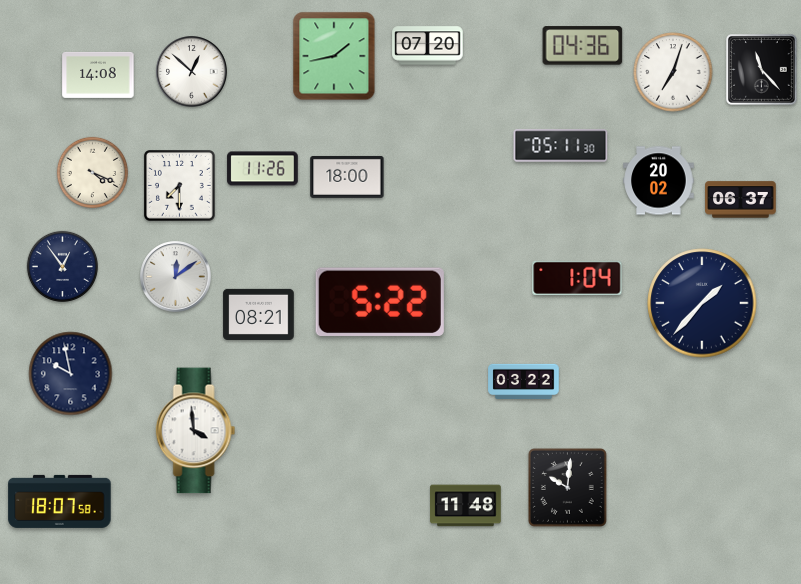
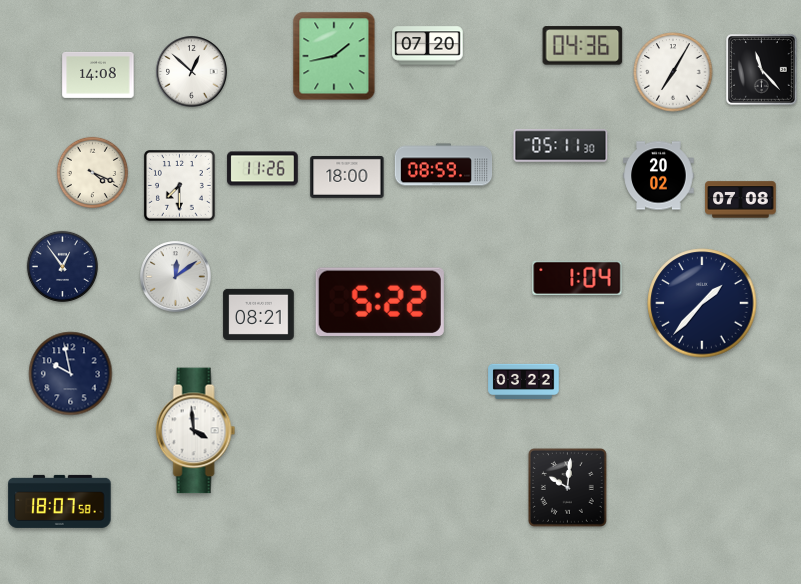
clock at (673, 72): 7:03 -> 7:05
clock at (444, 165): none -> 08:59
clock at (659, 181) position: (659, 181) -> (659, 176)
clock at (741, 200): 06:37 -> 07:08
clock at (466, 506): 11:48 -> none
